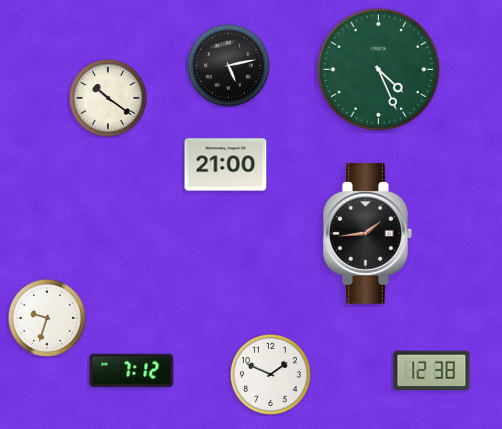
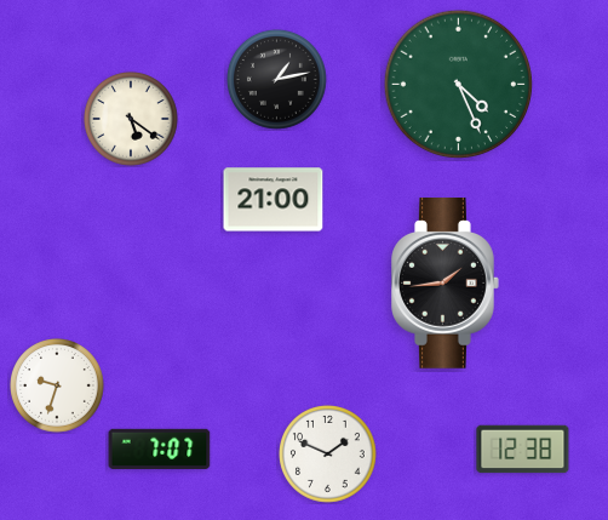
clock at (229, 66): 5:13 -> 1:13
clock at (109, 99): 10:21 -> 5:21
clock at (132, 370): 7:12 -> 7:07
